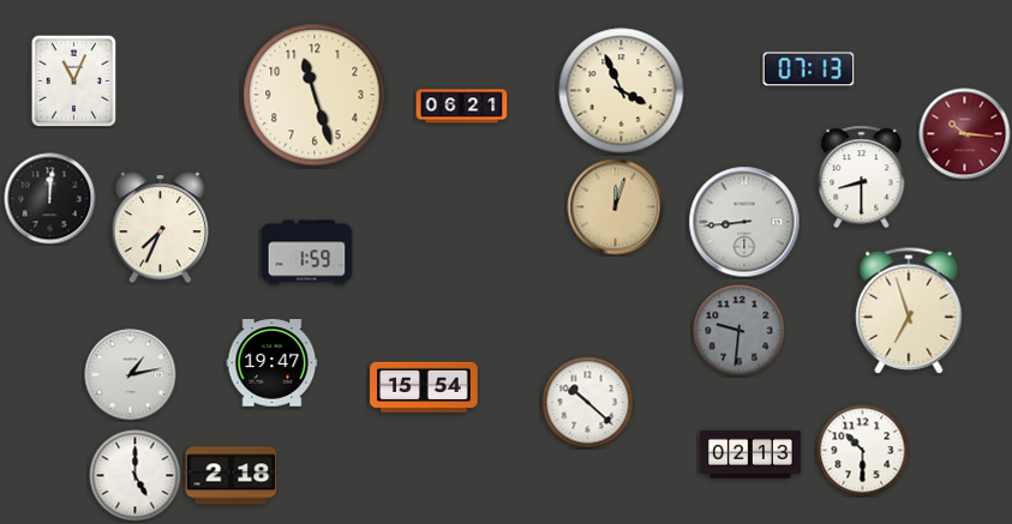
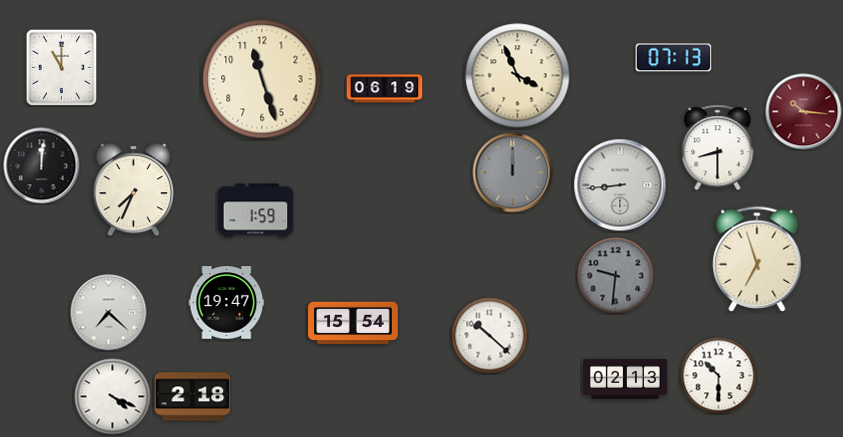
clock at (74, 80): 11:04 -> 11:00
clock at (462, 107): 06:21 -> 06:19
clock at (616, 207): 12:03 -> 12:00
clock at (616, 207) dial: champagne -> grey
clock at (131, 375): 1:13 -> 7:22
clock at (136, 476): 5:00 -> 4:19
